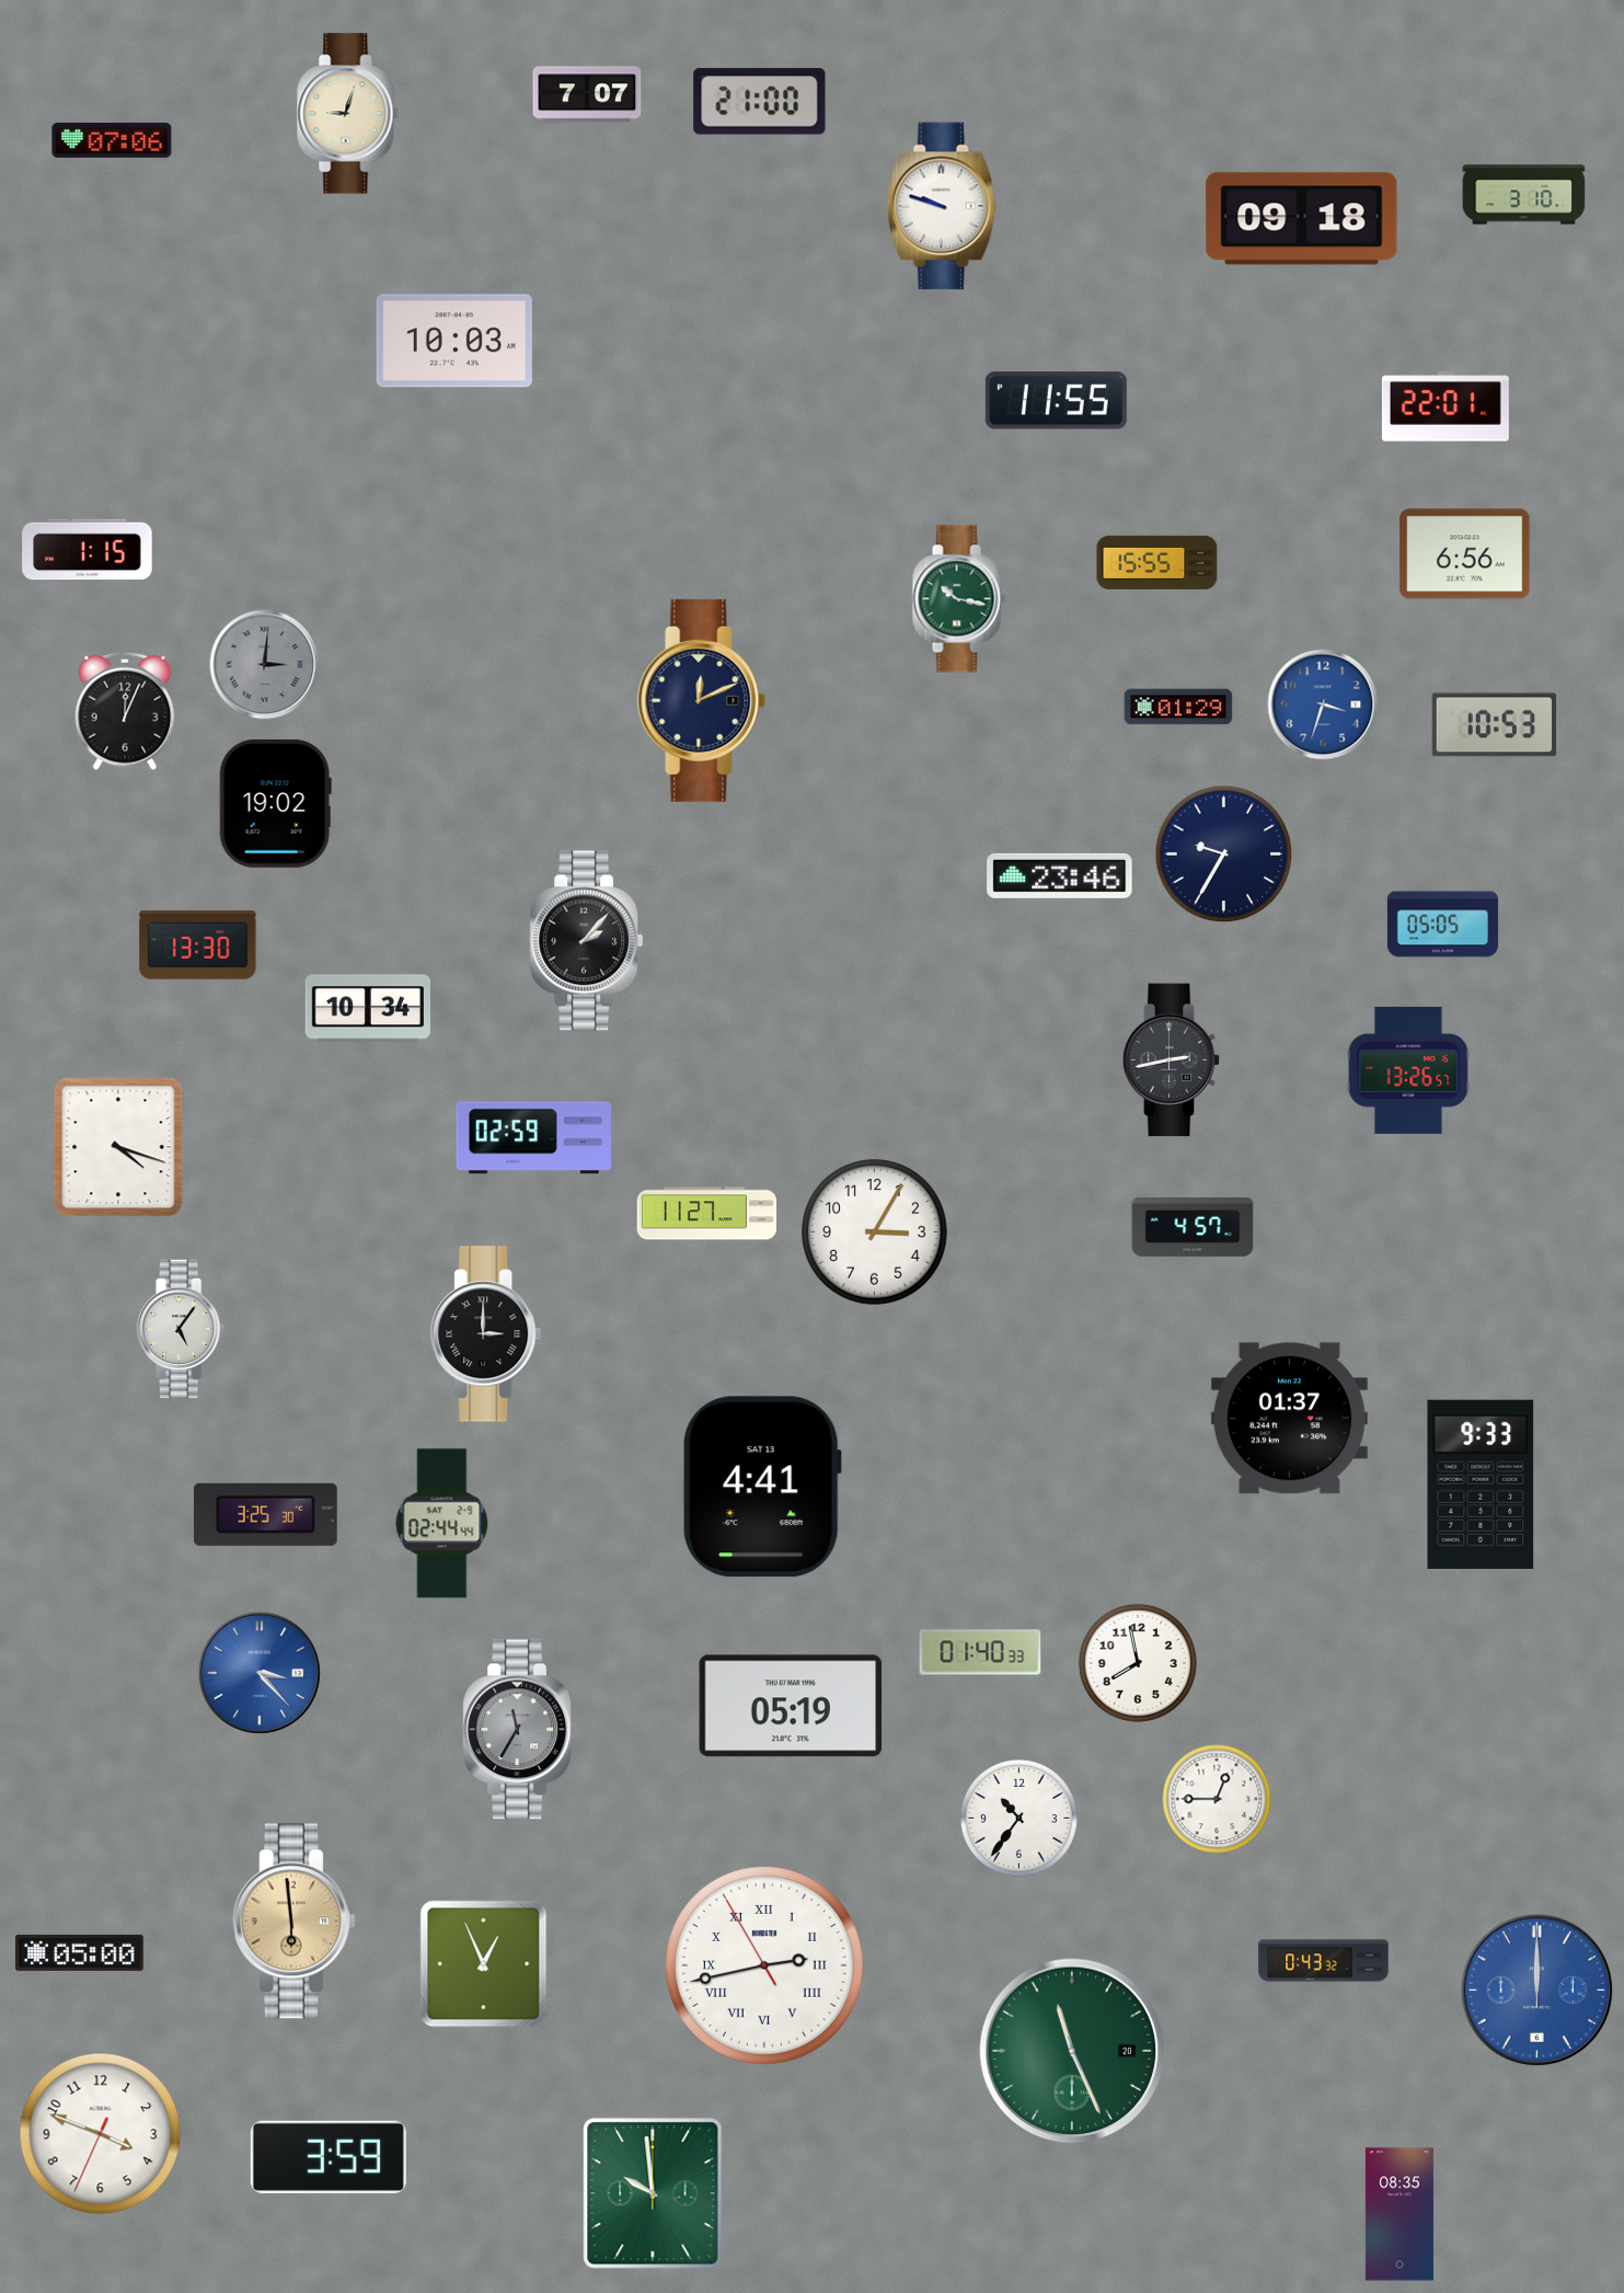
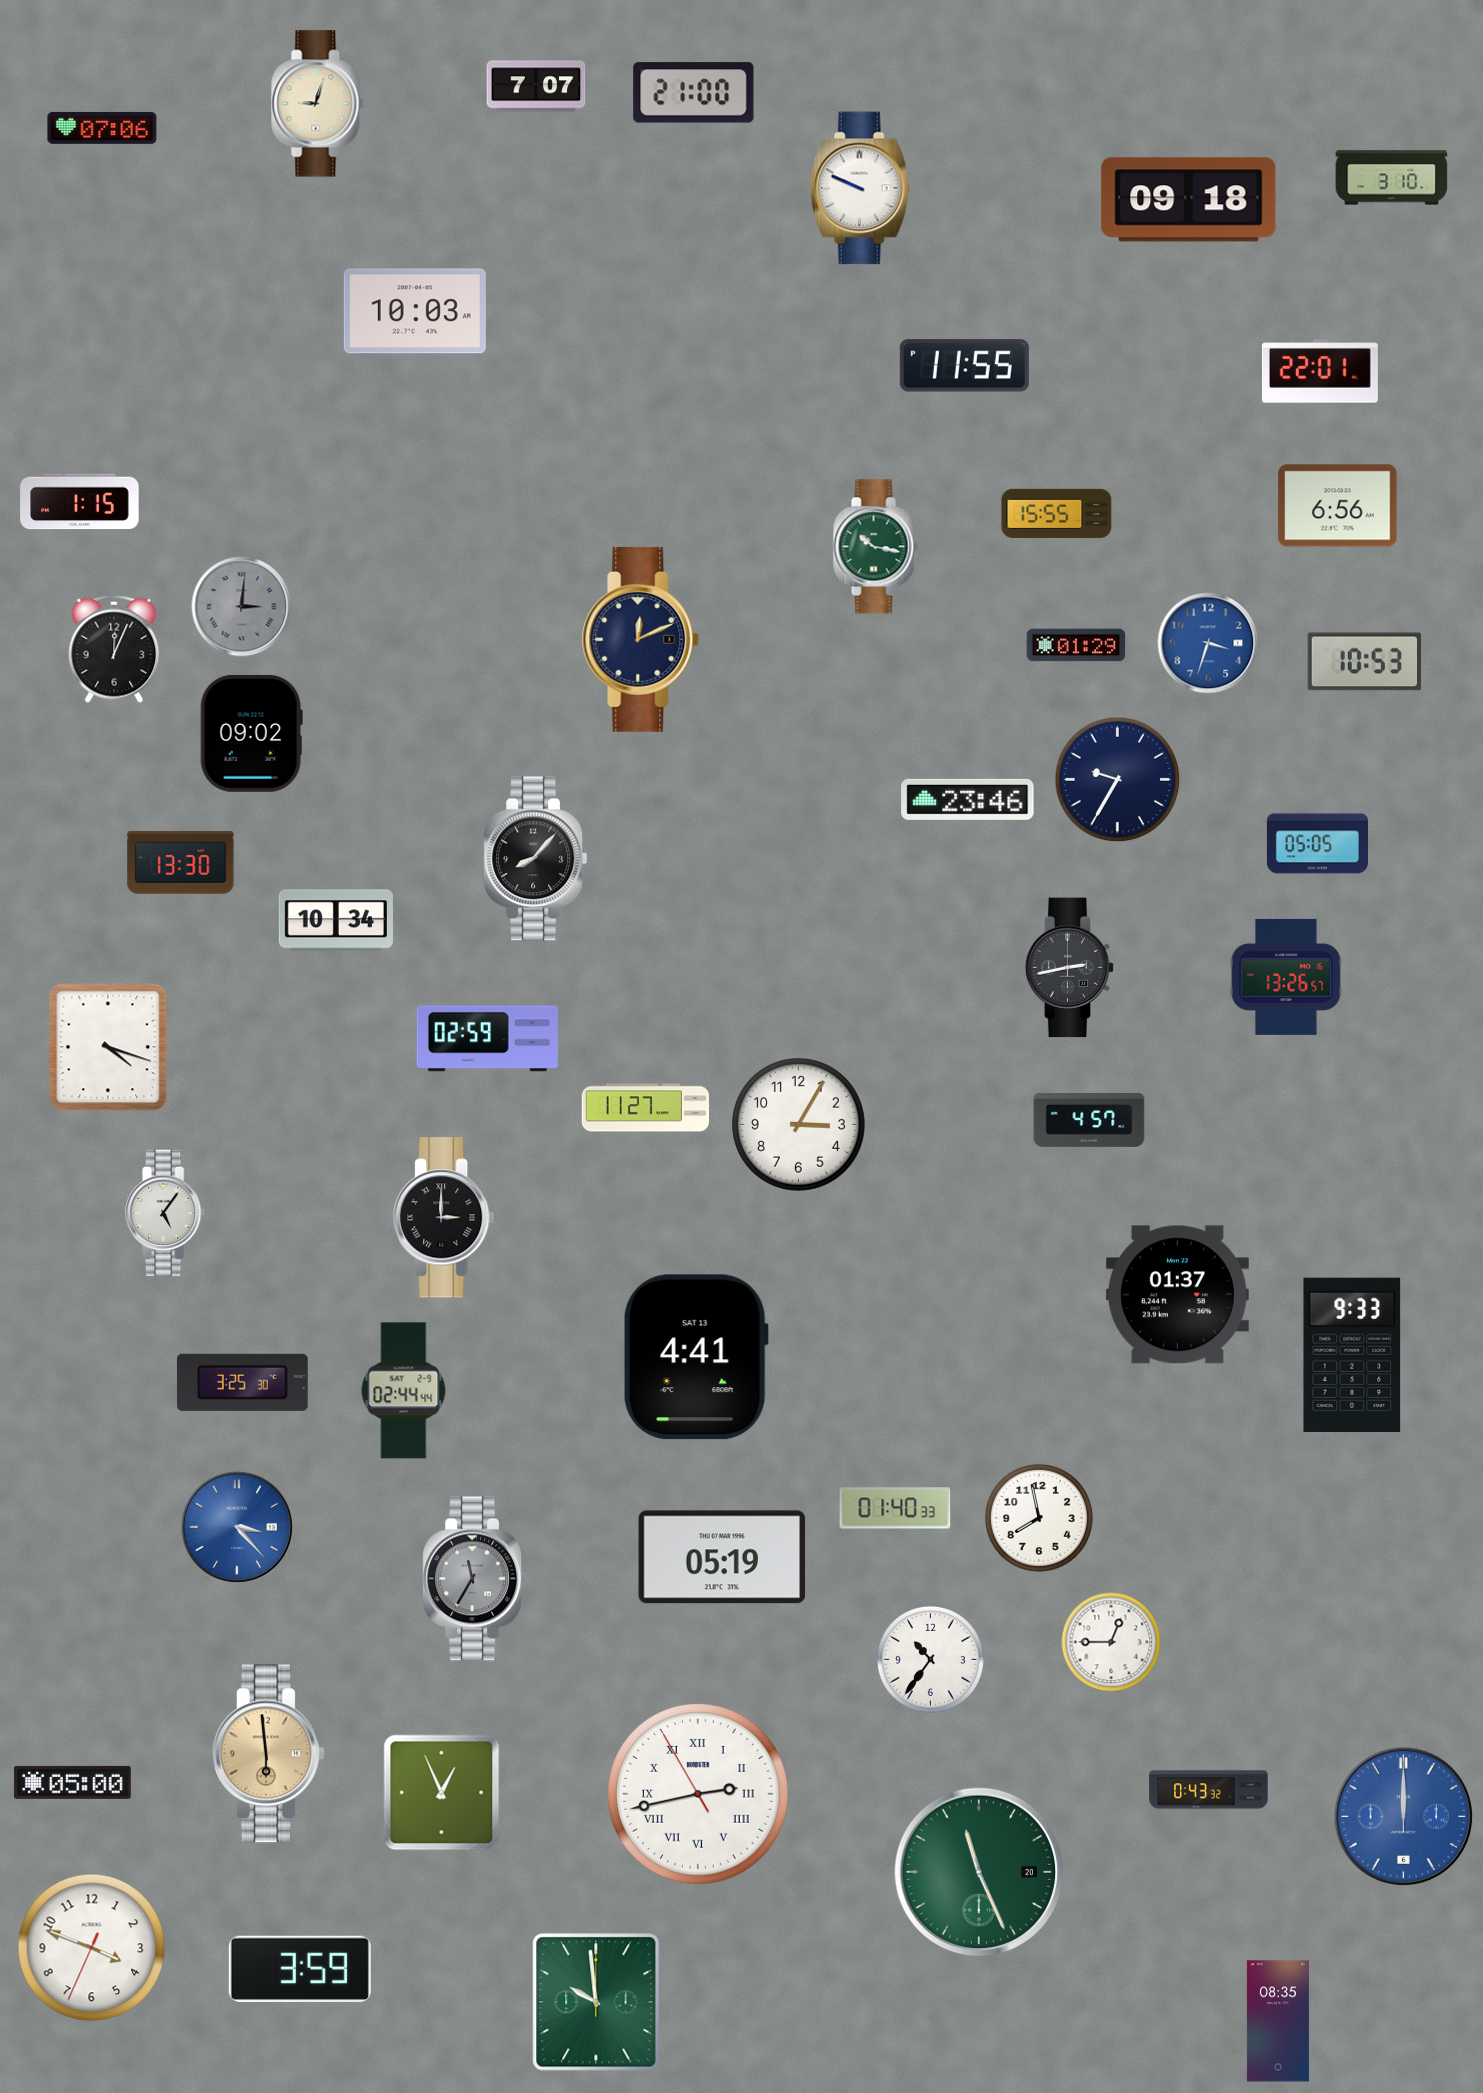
clock at (942, 206): 9:48 -> 9:49
clock at (275, 803): 19:02 -> 09:02
clock at (587, 941): 2:07 -> 8:07
